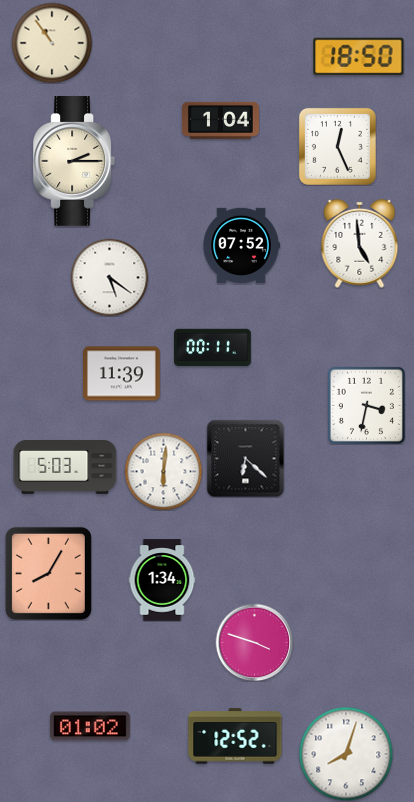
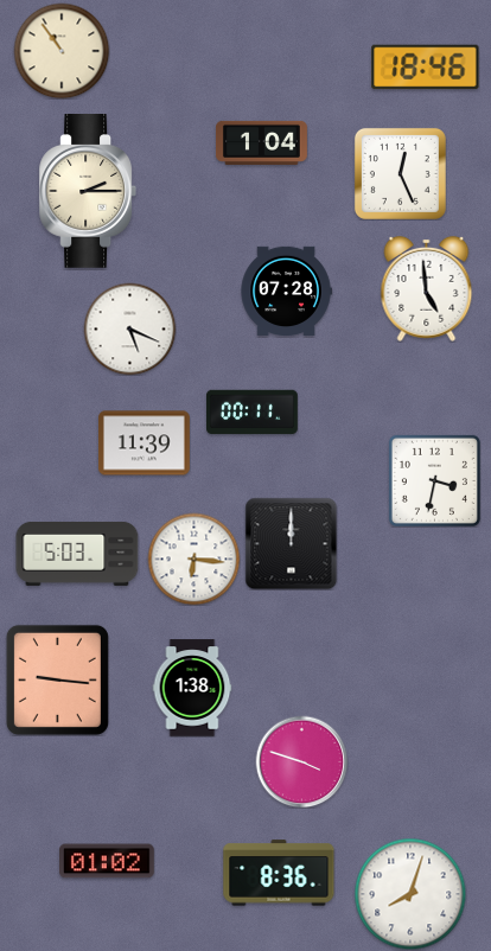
clock at (359, 57): 18:50 -> 18:46
clock at (241, 245): 07:52 -> 07:28
clock at (109, 277): 5:21 -> 5:19
clock at (245, 458): 6:22 -> 12:00
clock at (163, 471): 6:01 -> 6:16
clock at (48, 573): 8:05 -> 9:16
clock at (162, 580): 1:34 -> 1:38
clock at (235, 736): 12:52 -> 8:36
